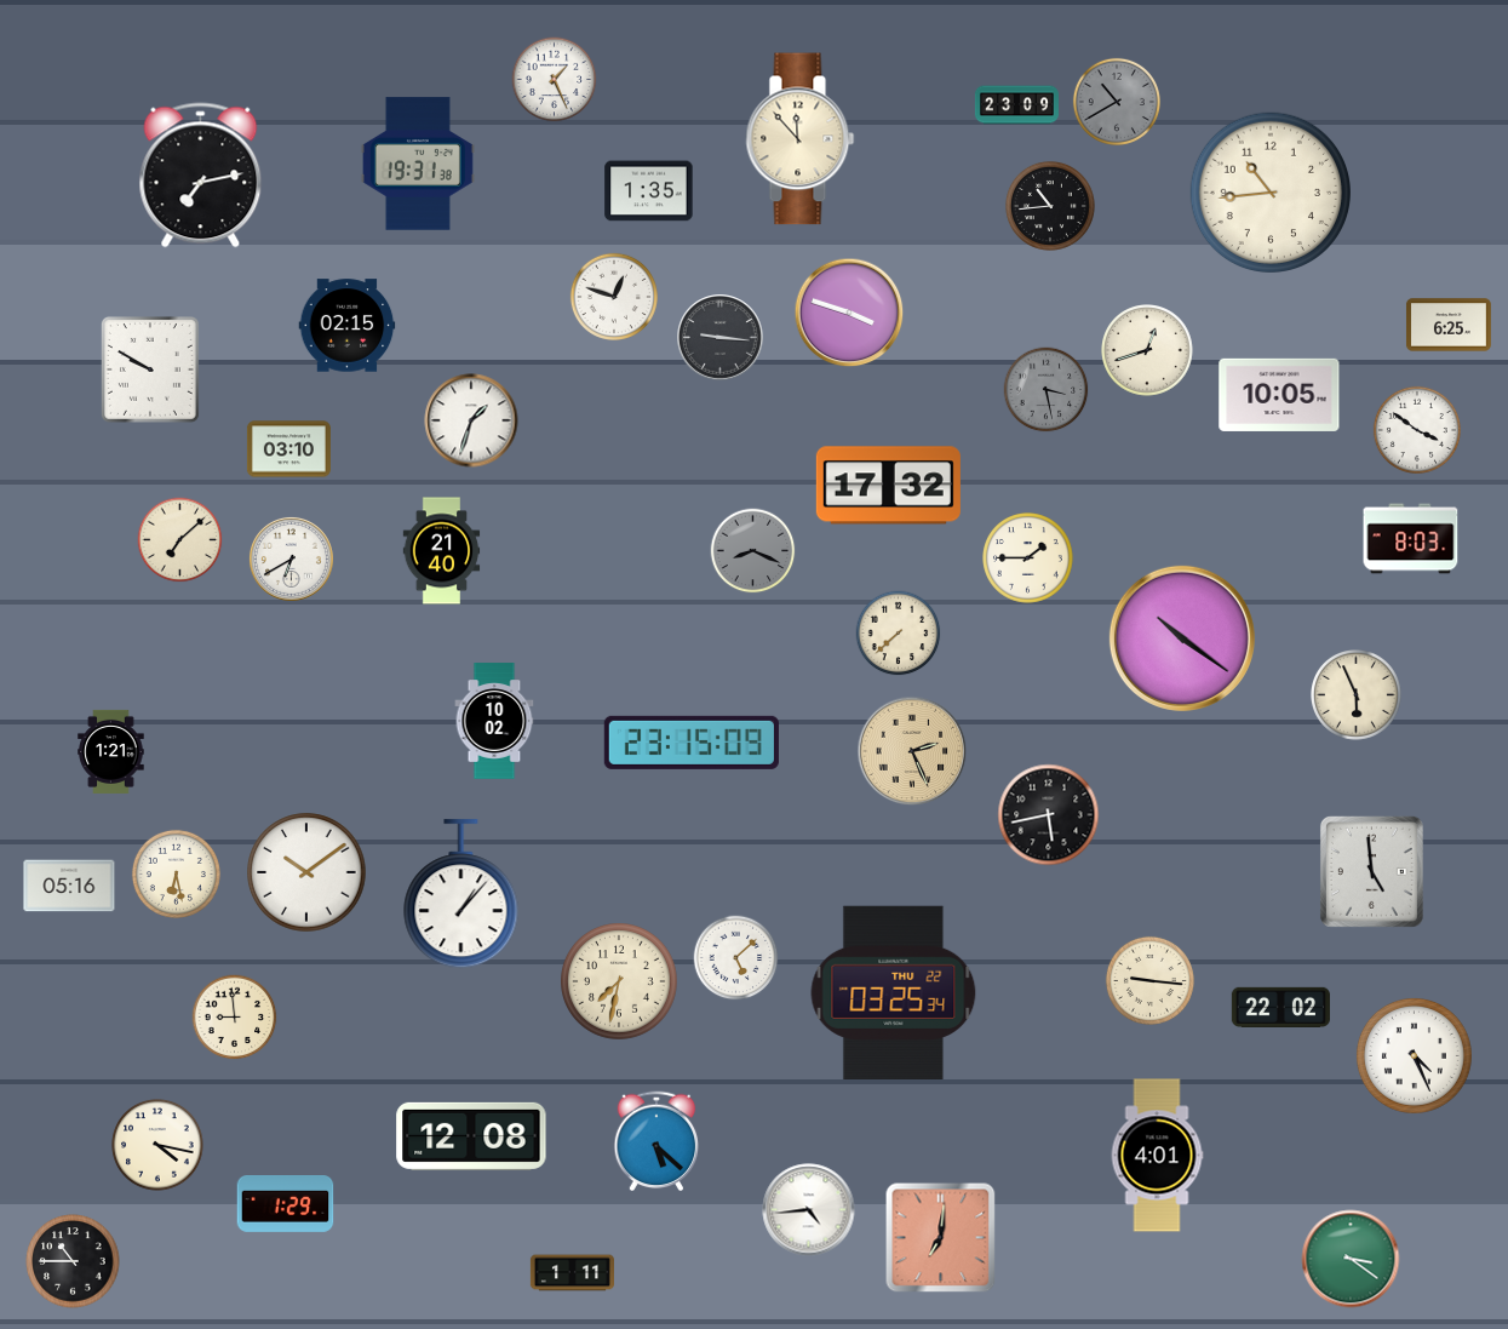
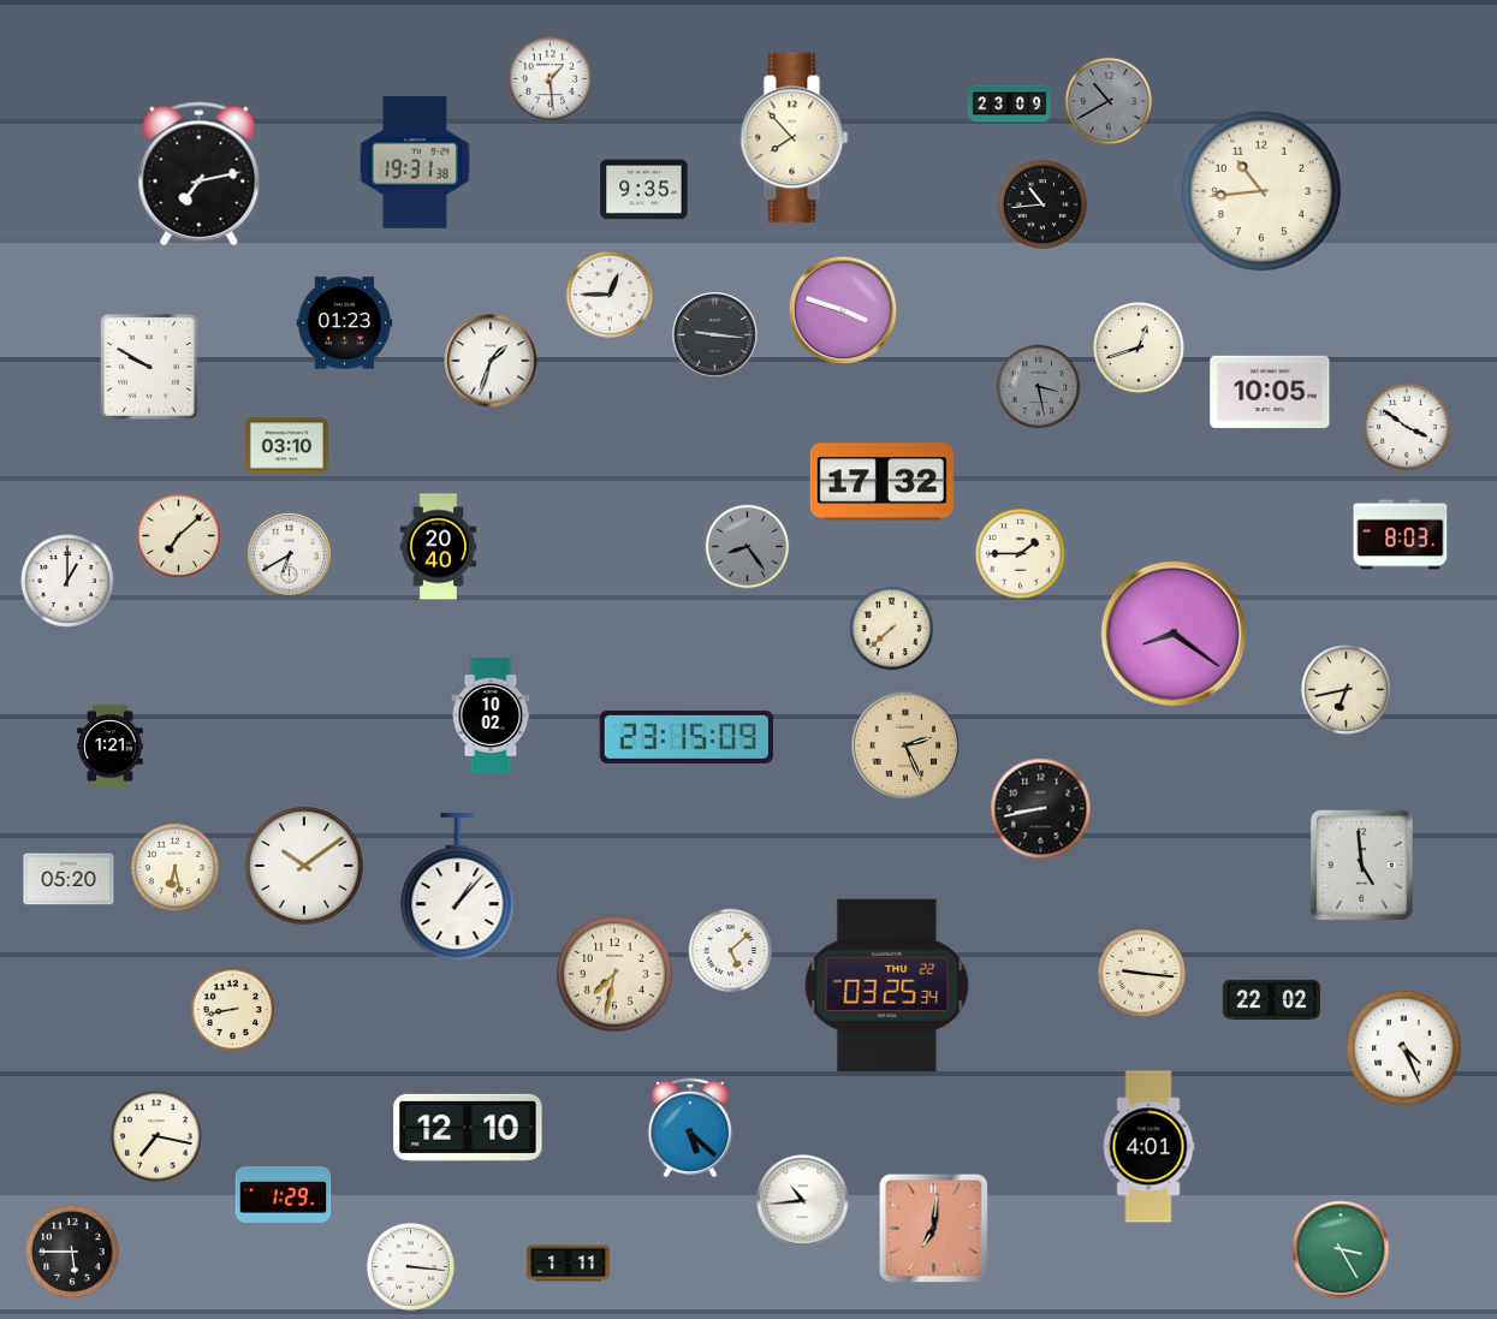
clock at (555, 80): 1:26 -> 1:29
clock at (801, 139): 11:53 -> 7:53
clock at (649, 191): 1:35 -> 9:35
clock at (614, 297): 12:48 -> 12:45
clock at (1449, 325): 6:25 -> none
clock at (348, 326): 02:15 -> 01:23
clock at (471, 420) position: (471, 420) -> (491, 361)
clock at (442, 551): 21:40 -> 20:40
clock at (753, 551): 8:19 -> 8:24
clock at (67, 581): none -> 1:00
clock at (1182, 638): 10:21 -> 8:21
clock at (1357, 695): 5:56 -> 6:43
clock at (1049, 815): 5:43 -> 8:43
clock at (69, 886): 05:16 -> 05:20
clock at (235, 1018): 8:59 -> 8:43
clock at (471, 1136): 12:08 -> 12:10
clock at (656, 1141) position: (656, 1141) -> (690, 1128)
clock at (157, 1145): 4:17 -> 7:17
clock at (809, 1210): 4:44 -> 10:44
clock at (1351, 1259): 3:21 -> 3:25
clock at (73, 1261): 10:45 -> 5:45
clock at (410, 1266): none -> 3:16
